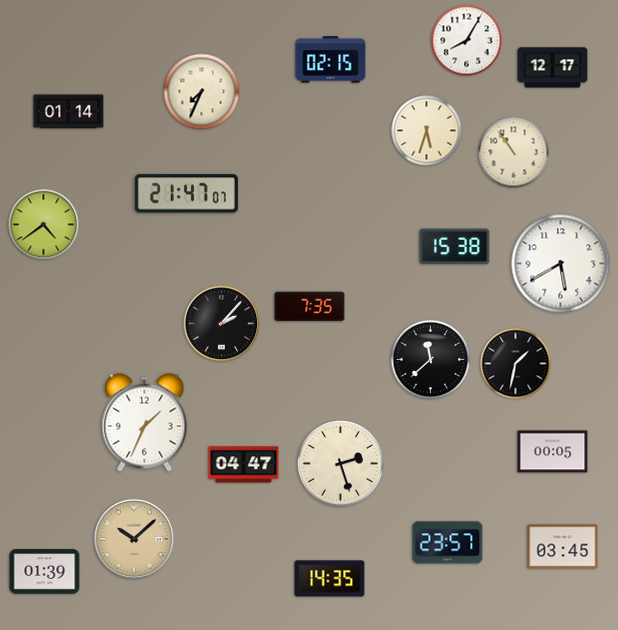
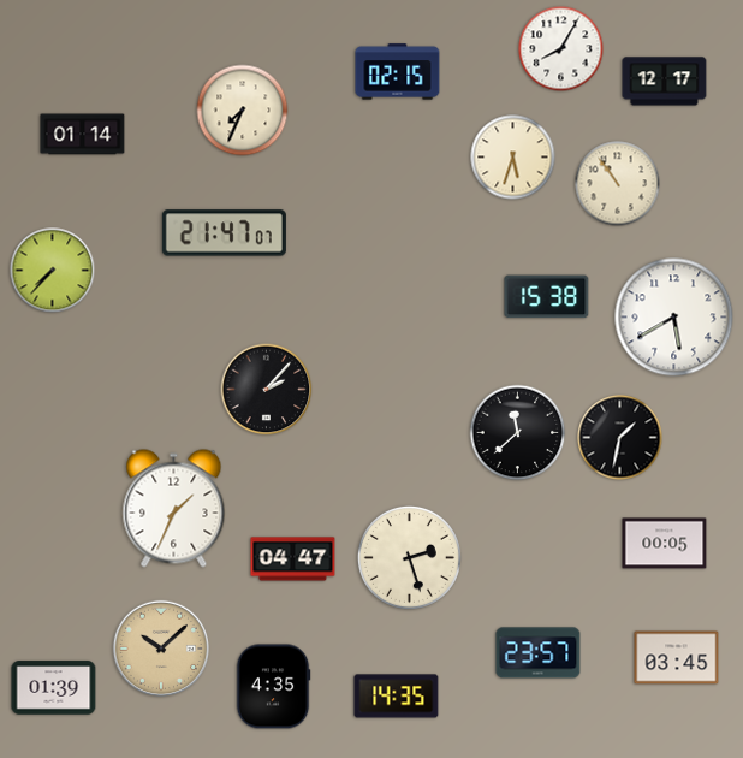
clock at (44, 225): 4:39 -> 7:37
clock at (310, 307): 7:35 -> none
clock at (273, 687): none -> 4:35
